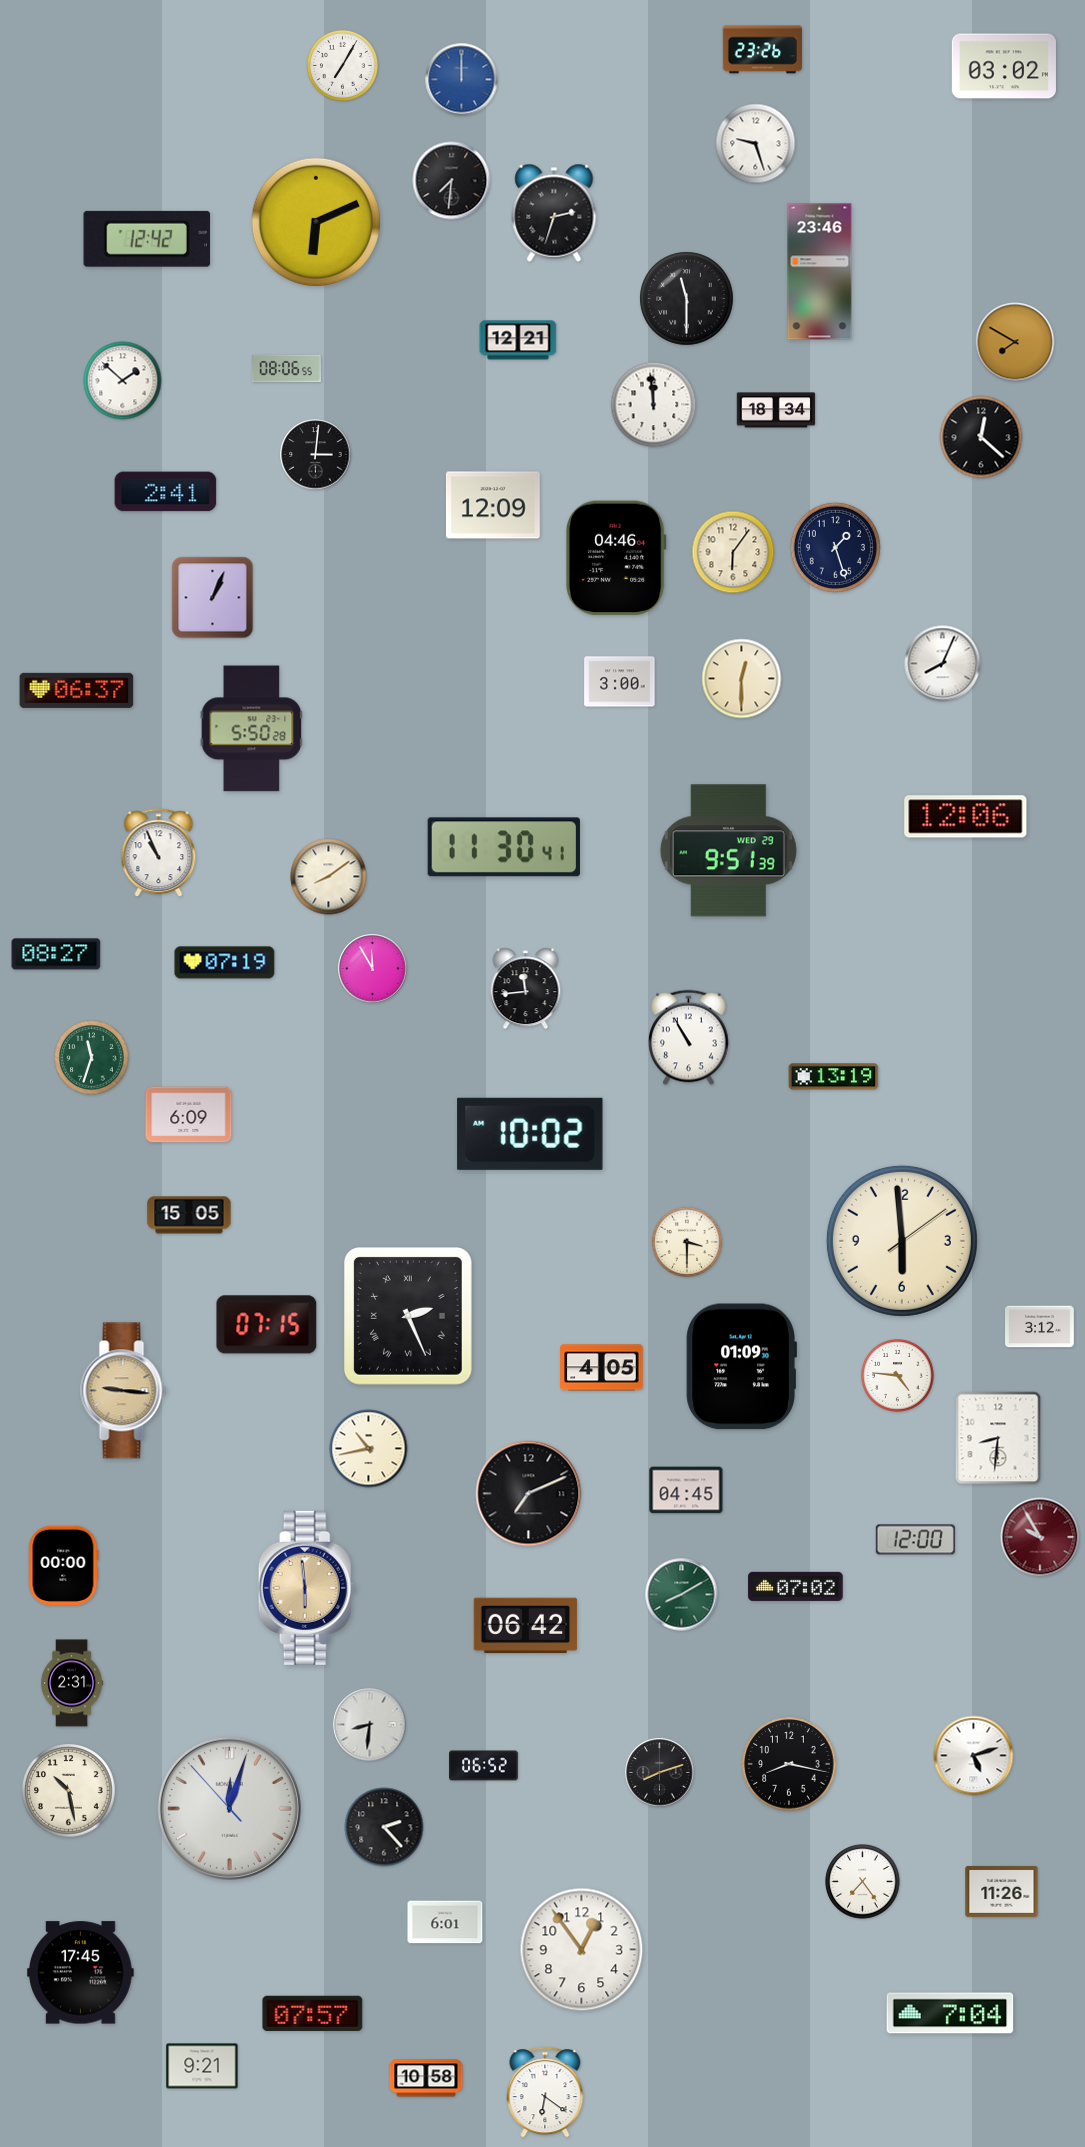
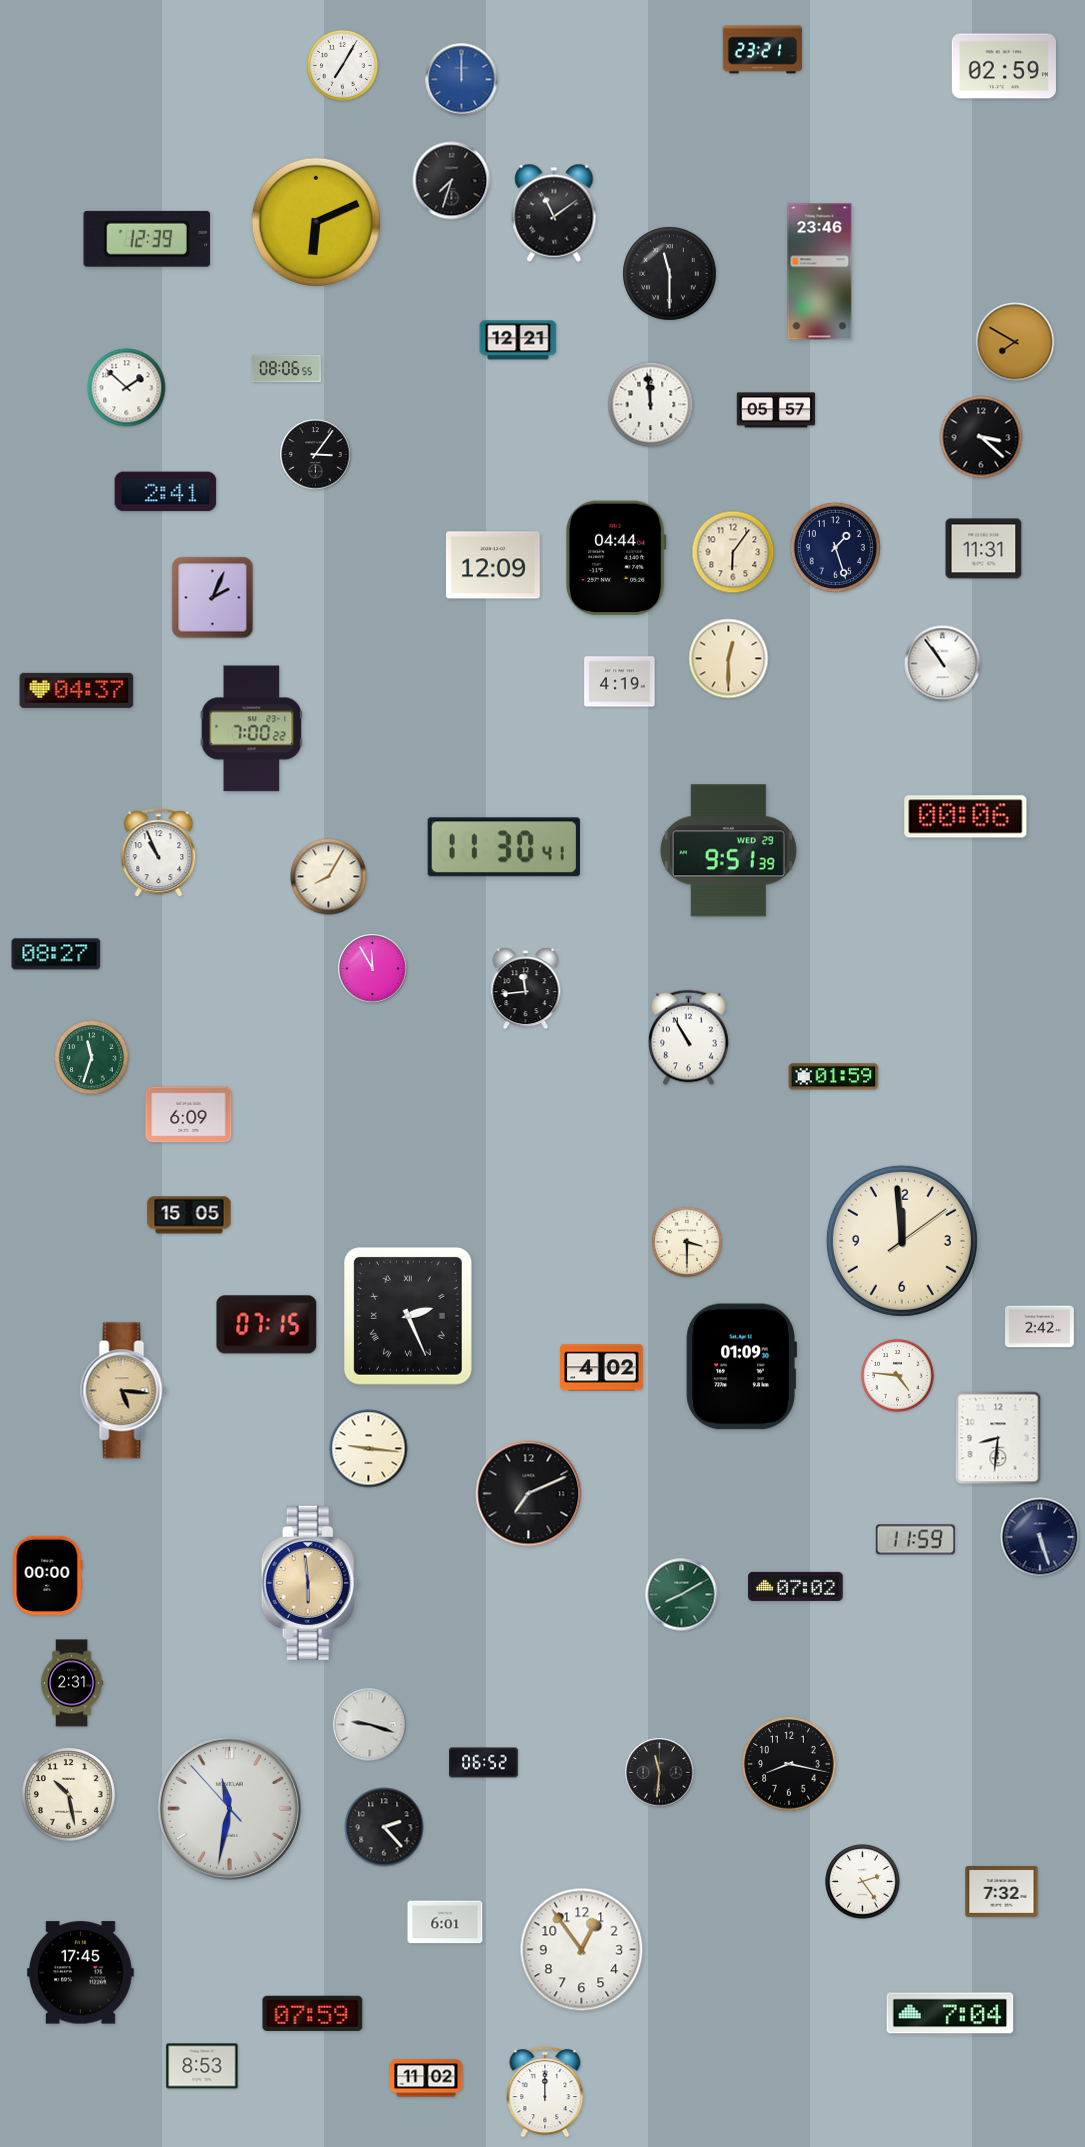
clock at (762, 50): 23:26 -> 23:21
clock at (1004, 66): 03:02 -> 02:59
clock at (756, 144): 9:27 -> none
clock at (452, 181): 7:31 -> 7:33
clock at (554, 213): 2:33 -> 11:09
clock at (147, 239): 12:42 -> 12:39
clock at (687, 299) position: (687, 299) -> (670, 274)
clock at (123, 381) position: (123, 381) -> (127, 388)
clock at (654, 405) position: (654, 405) -> (651, 405)
clock at (776, 410): 18:34 -> 05:57
clock at (981, 437): 12:22 -> 3:22
clock at (316, 455): 3:01 -> 3:06
clock at (493, 505) position: (493, 505) -> (493, 565)
clock at (984, 549): none -> 11:31
clock at (616, 558): 04:46 -> 04:44
clock at (213, 598): 1:04 -> 2:04
clock at (943, 664): 8:04 -> 10:54
clock at (742, 679) position: (742, 679) -> (729, 659)
clock at (620, 682): 3:00 -> 4:19
clock at (77, 690): 06:37 -> 04:37
clock at (252, 729): 5:50 -> 7:00
clock at (966, 817): 12:06 -> 00:06
clock at (329, 877): 8:09 -> 8:05
clock at (225, 963): 07:19 -> none
clock at (834, 1077): 13:19 -> 01:59
clock at (530, 1134): 10:02 -> none
clock at (902, 1241): 5:59 -> 11:59
clock at (1040, 1327): 3:12 -> 2:42
clock at (602, 1368): 4:05 -> 4:02
clock at (124, 1391): 9:16 -> 5:16
clock at (369, 1449): 10:43 -> 9:16
clock at (686, 1490): 04:45 -> none
clock at (1040, 1537): 9:55 -> 5:27
clock at (1040, 1537) dial: burgundy -> navy
clock at (915, 1540): 12:00 -> 11:59
clock at (64, 1565) position: (64, 1565) -> (48, 1575)
clock at (307, 1588) position: (307, 1588) -> (310, 1583)
clock at (526, 1626): 06:42 -> none
clock at (370, 1725): 8:31 -> 9:18
clock at (974, 1756): 5:12 -> none
clock at (484, 1766) position: (484, 1766) -> (484, 1763)
clock at (660, 1773): 8:12 -> 11:31
clock at (69, 1791) position: (69, 1791) -> (69, 1795)
clock at (229, 1808): 12:02 -> 11:31
clock at (863, 1882): 7:24 -> 2:24
clock at (1002, 1891): 11:26 -> 7:32
clock at (313, 2013): 07:57 -> 07:59
clock at (202, 2066): 9:21 -> 8:53
clock at (426, 2078): 10:58 -> 11:02
clock at (545, 2092): 6:21 -> 12:00
